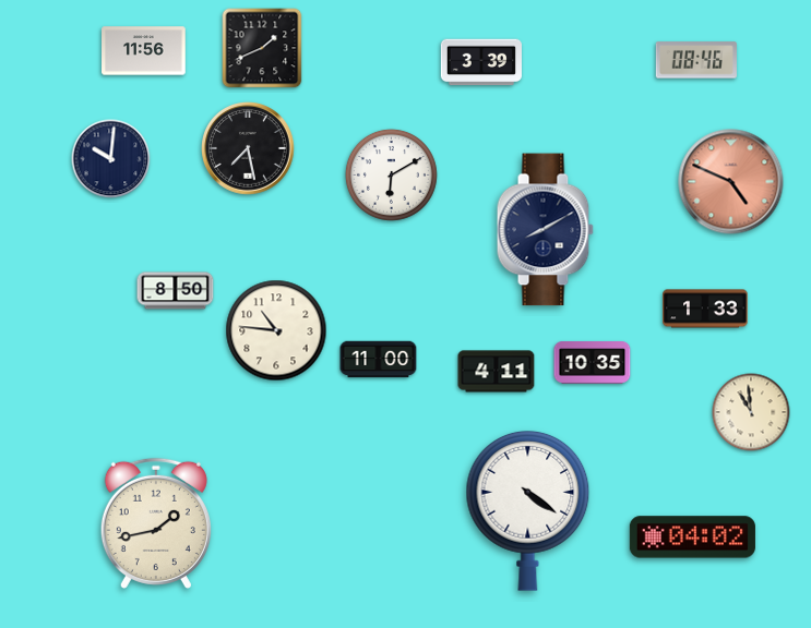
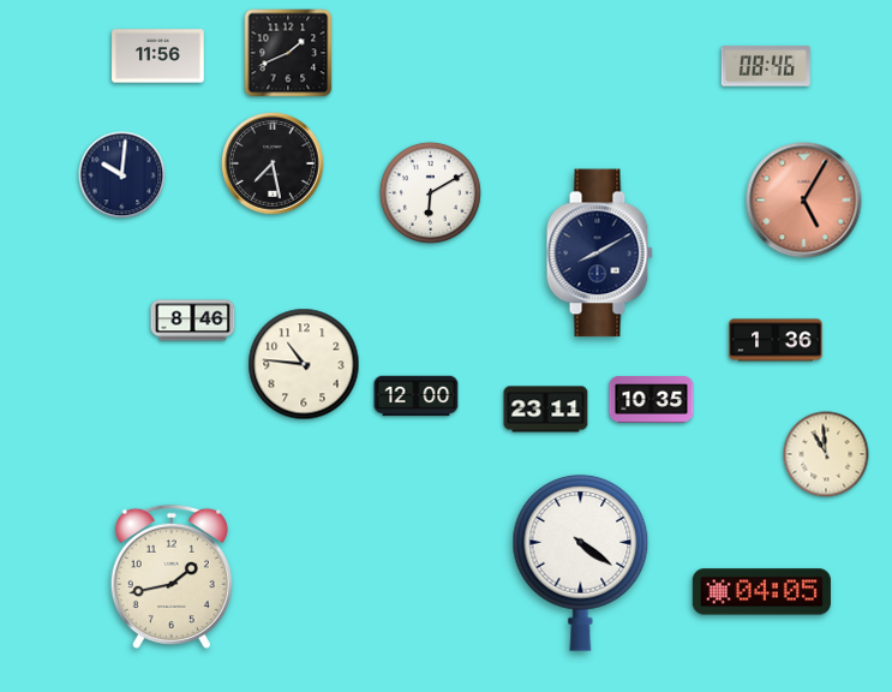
clock at (481, 62): 3:39 -> none
clock at (731, 182): 4:49 -> 5:05
clock at (176, 291): 8:50 -> 8:46
clock at (705, 309): 1:33 -> 1:36
clock at (379, 360): 11:00 -> 12:00
clock at (497, 372): 4:11 -> 23:11
clock at (692, 538): 04:02 -> 04:05
